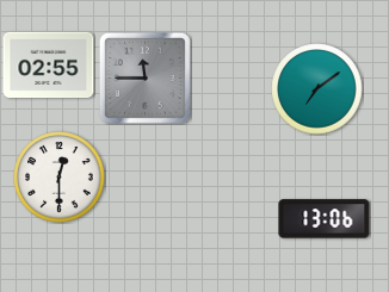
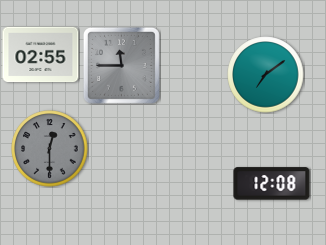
clock at (60, 178) dial: white -> grey
clock at (325, 219): 13:06 -> 12:08
